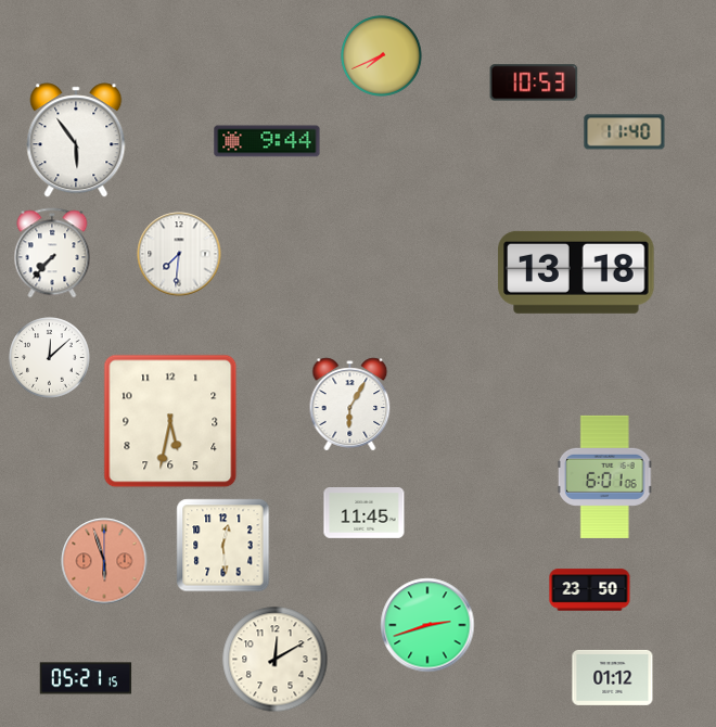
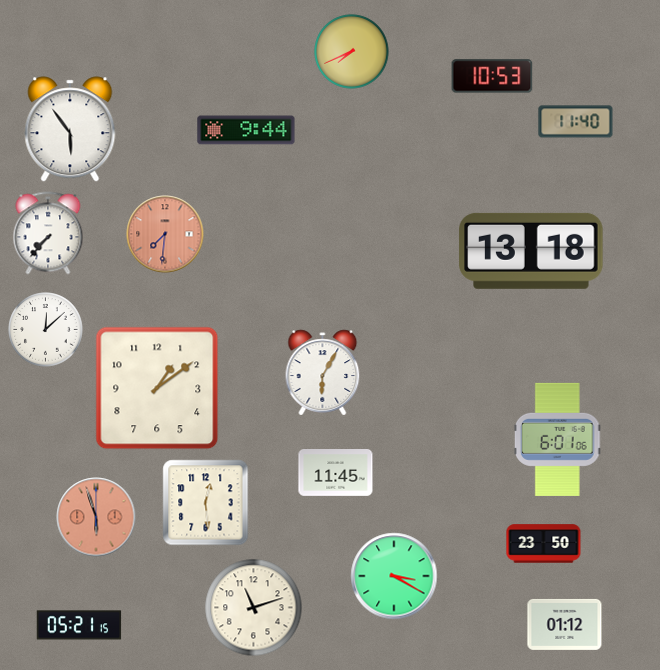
clock at (179, 254) dial: white -> salmon
clock at (170, 421): 5:32 -> 1:09
clock at (427, 625): 2:42 -> 3:20
clock at (276, 660): 12:10 -> 11:12
